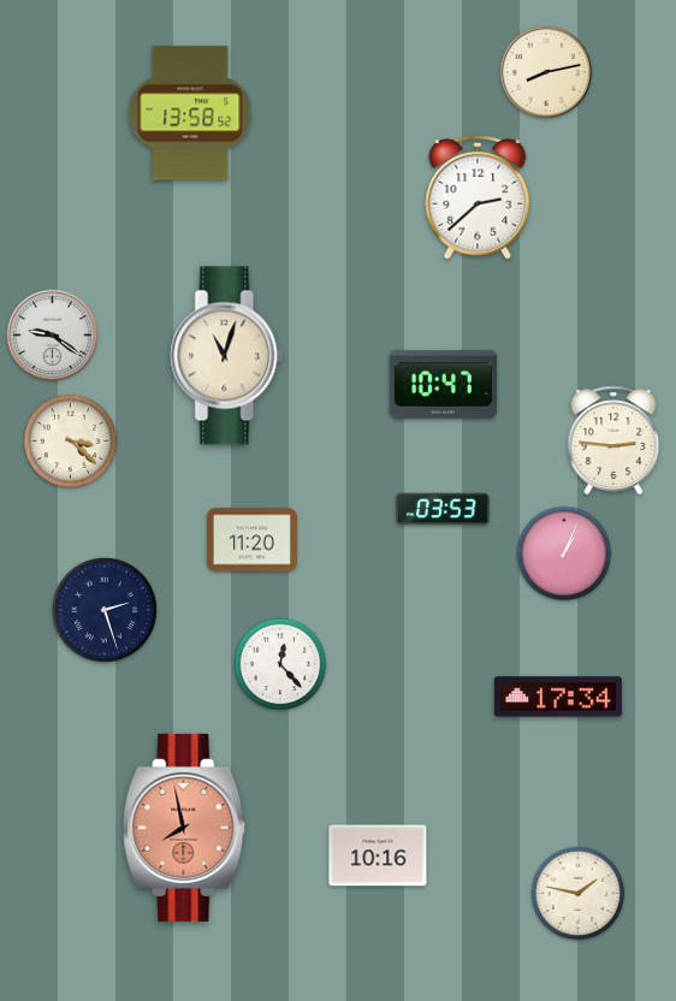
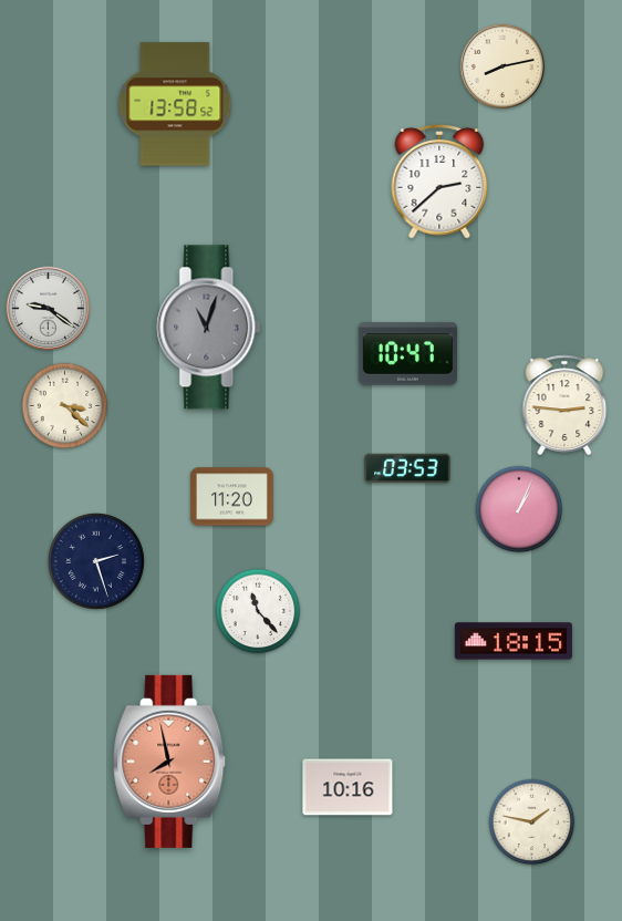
clock at (227, 356) dial: cream -> grey
clock at (280, 664): 12:23 -> 11:23
clock at (558, 697): 17:34 -> 18:15
